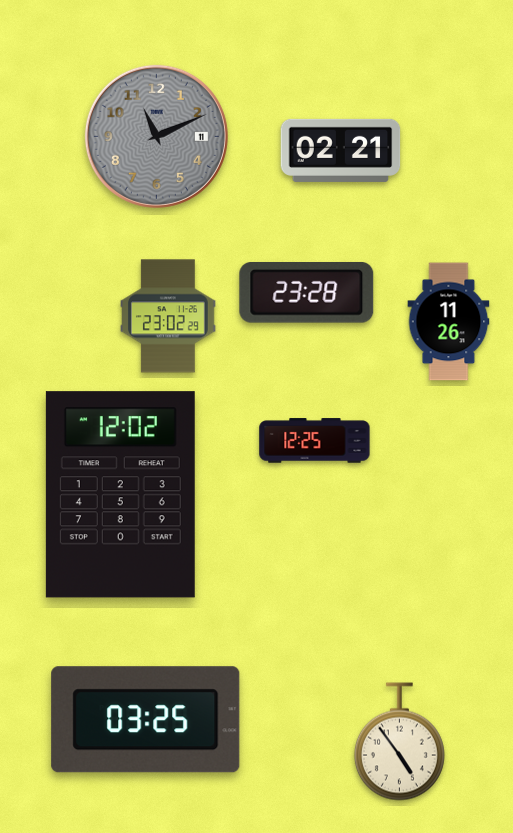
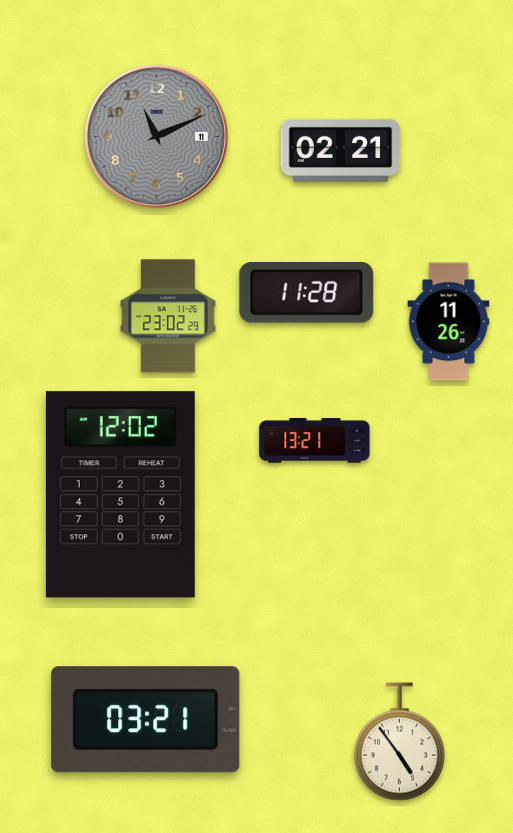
clock at (307, 293): 23:28 -> 11:28
clock at (315, 441): 12:25 -> 13:21
clock at (146, 720): 03:25 -> 03:21
